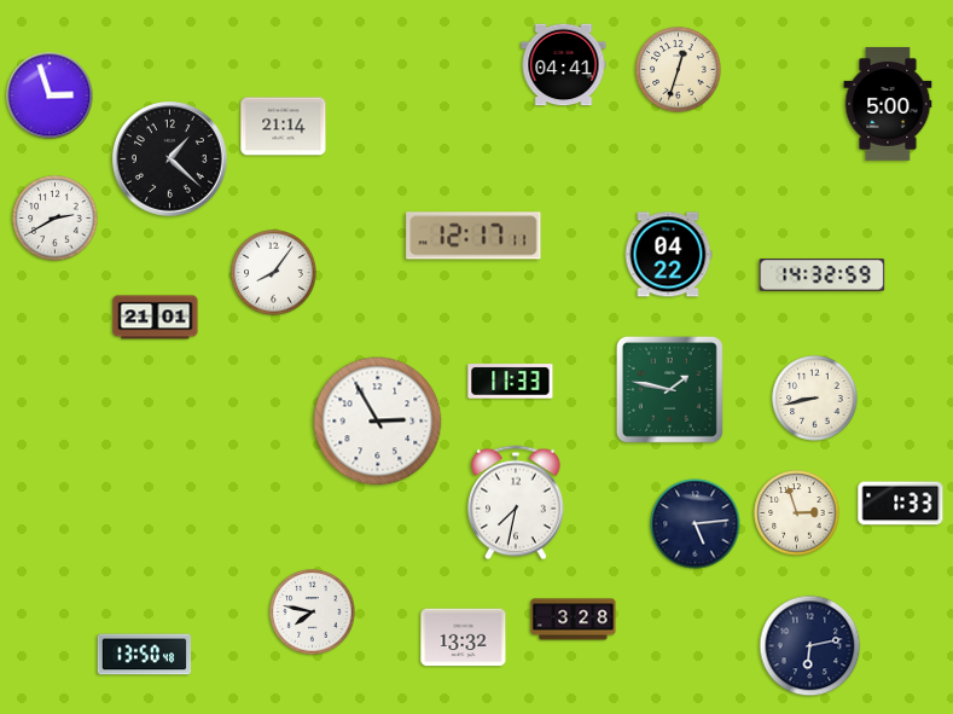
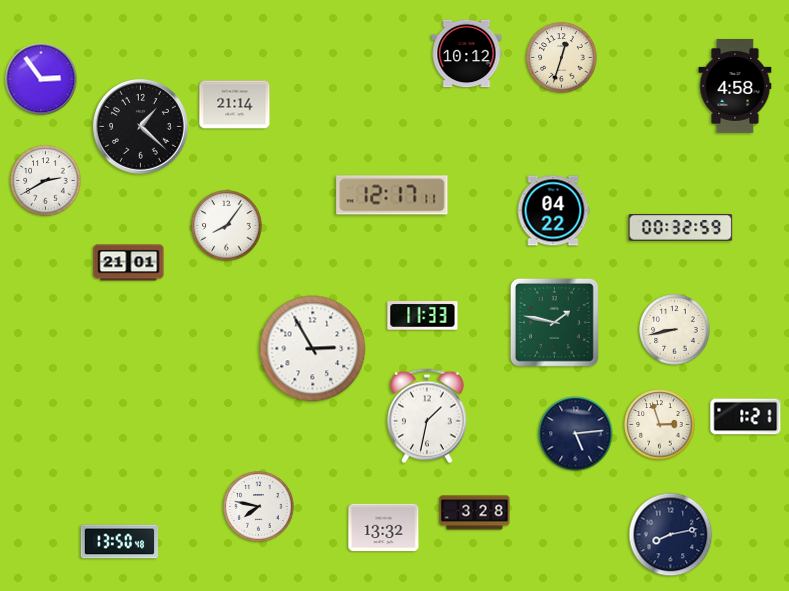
clock at (564, 65): 04:41 -> 10:12
clock at (50, 95): 2:57 -> 2:54
clock at (888, 104): 5:00 -> 4:58
clock at (170, 159) position: (170, 159) -> (141, 127)
clock at (823, 275): 14:32 -> 00:32
clock at (516, 503): 7:32 -> 1:32
clock at (901, 504): 1:33 -> 1:21
clock at (810, 646): 6:13 -> 8:13
